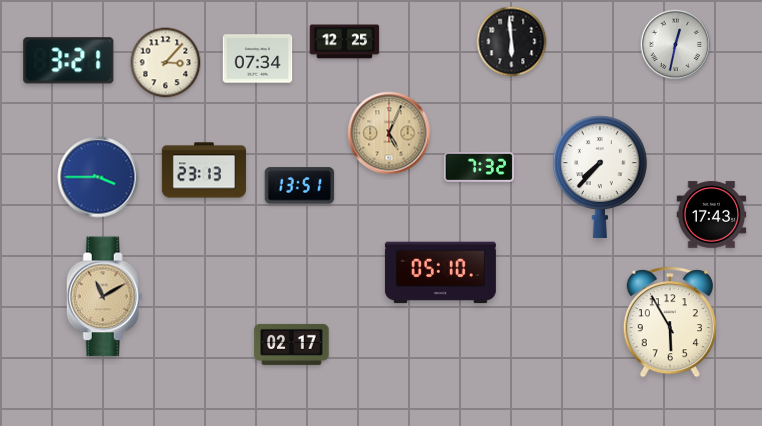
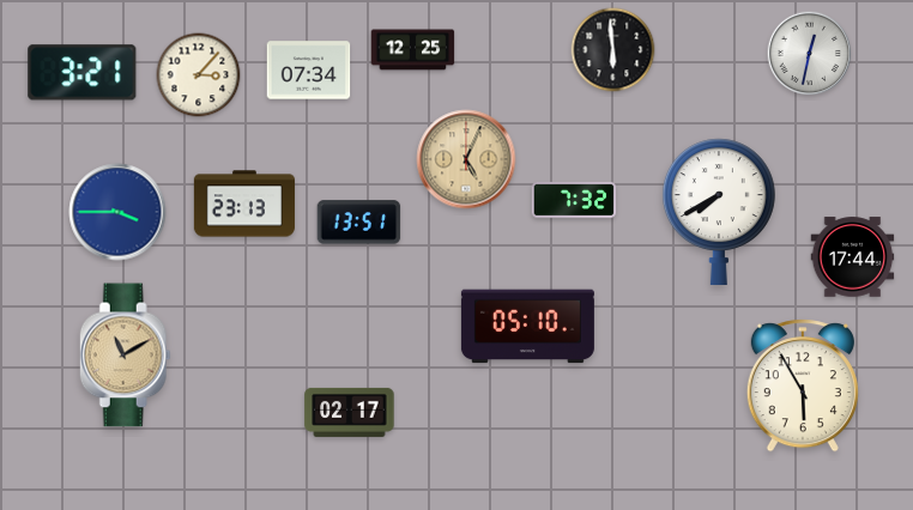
clock at (600, 176): 7:37 -> 7:40
clock at (712, 215): 17:43 -> 17:44
